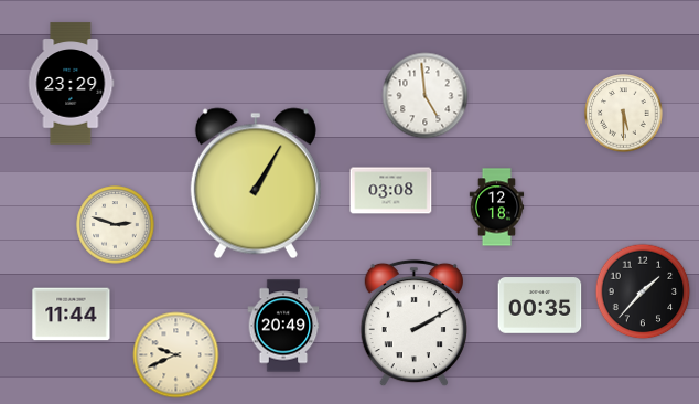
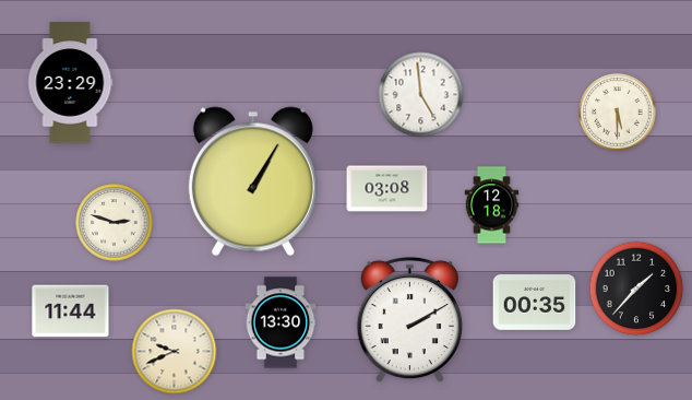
clock at (283, 326): 20:49 -> 13:30
